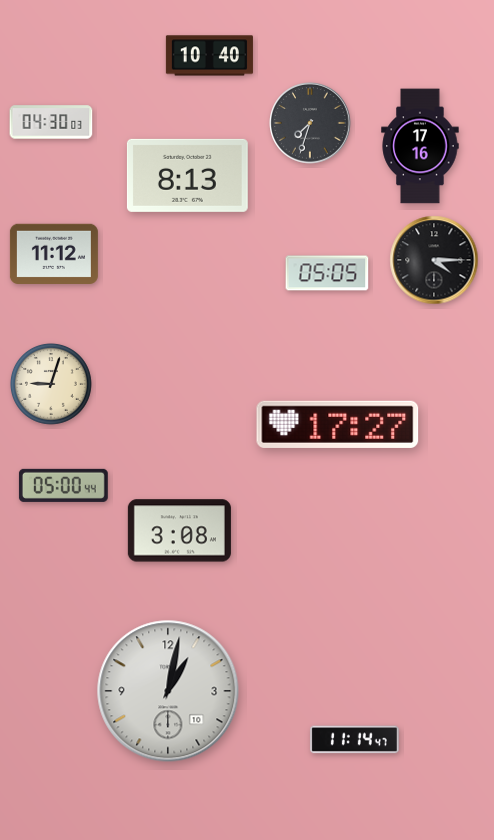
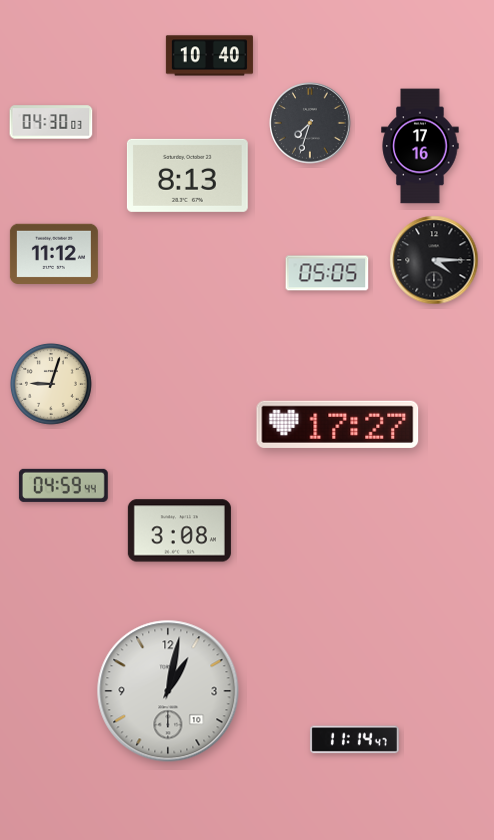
clock at (63, 485): 05:00 -> 04:59
